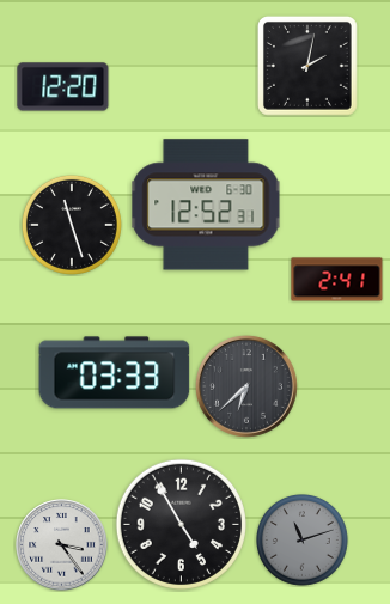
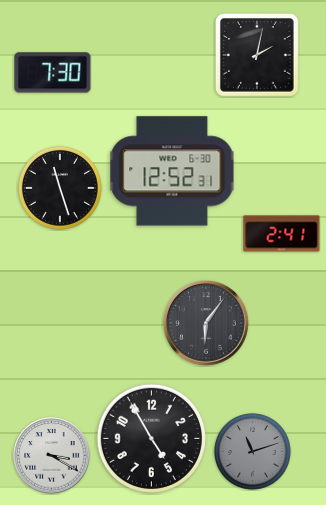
clock at (63, 87): 12:20 -> 7:30
clock at (115, 373): 03:33 -> none
clock at (246, 386): 6:38 -> 6:06
clock at (62, 545): 3:24 -> 3:20
